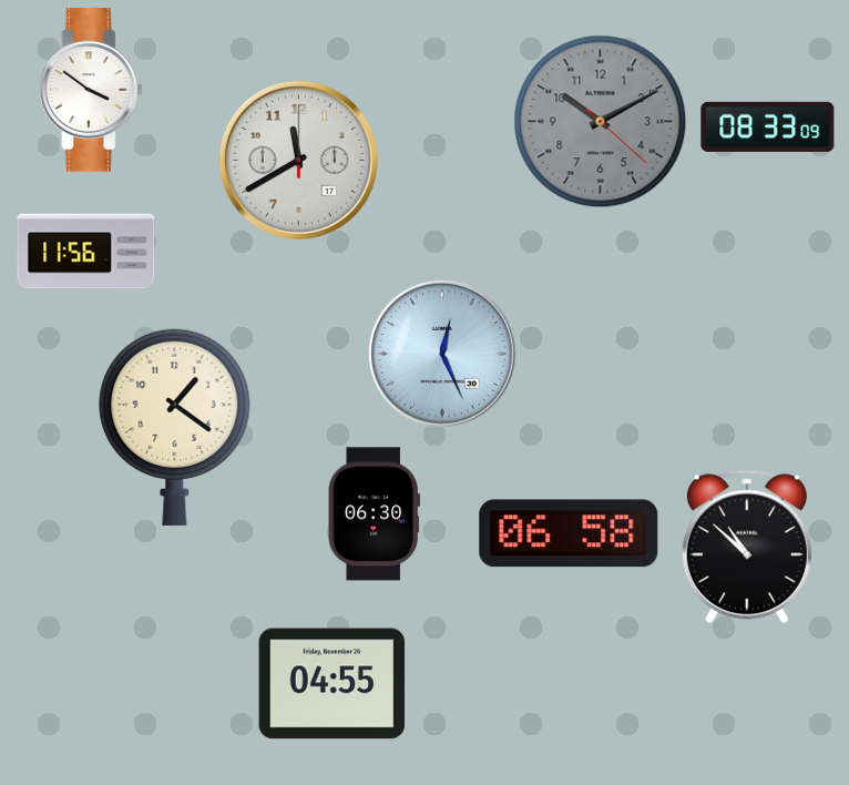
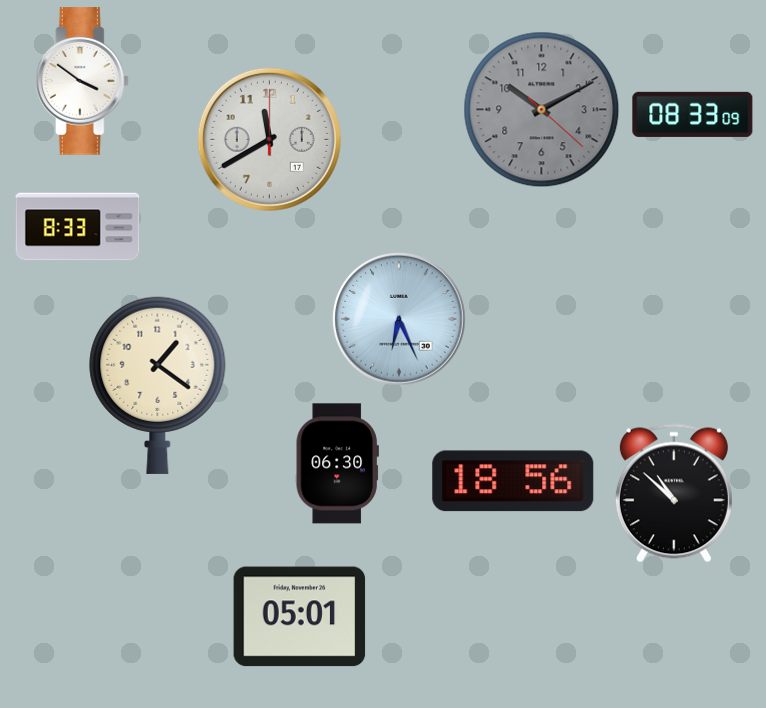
clock at (298, 160) position: (298, 160) -> (269, 139)
clock at (86, 252): 11:56 -> 8:33
clock at (442, 354): 12:26 -> 6:26
clock at (569, 533): 06:58 -> 18:56
clock at (333, 684): 04:55 -> 05:01
